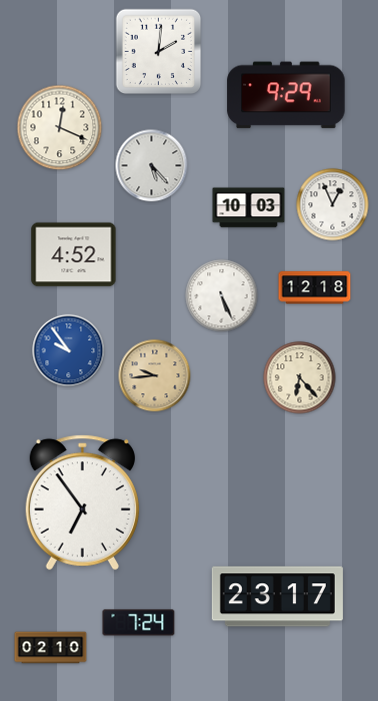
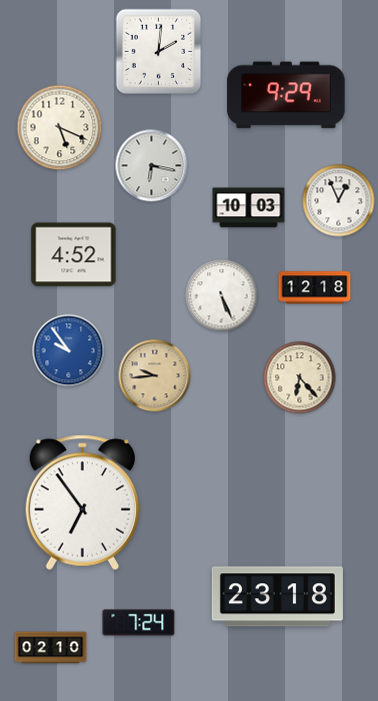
clock at (60, 128): 12:19 -> 5:19
clock at (152, 166): 5:23 -> 6:17
clock at (333, 205) position: (333, 205) -> (339, 201)
clock at (277, 597): 23:17 -> 23:18
